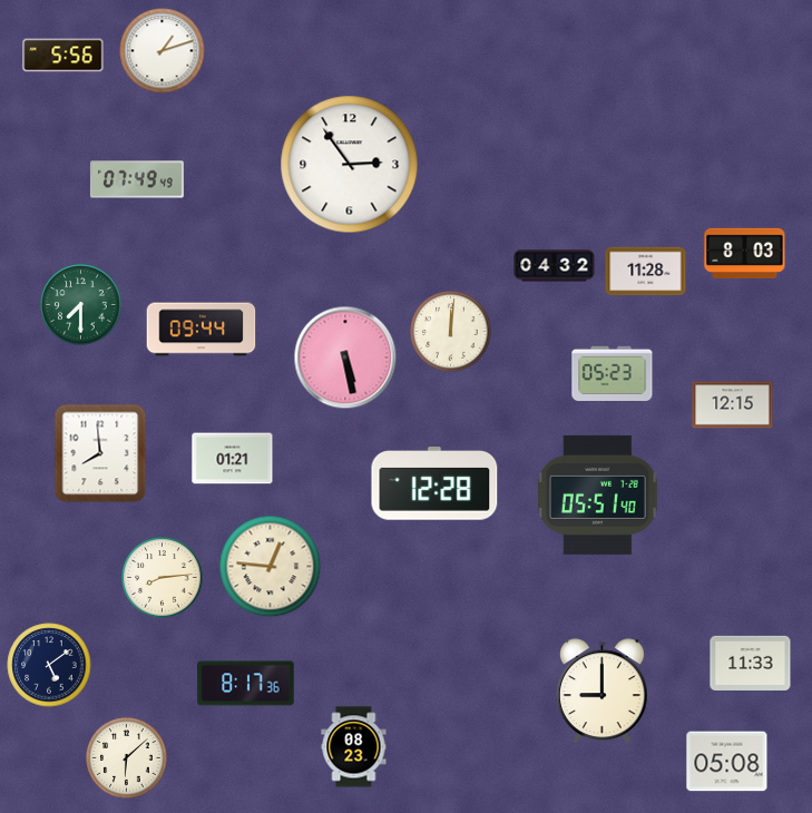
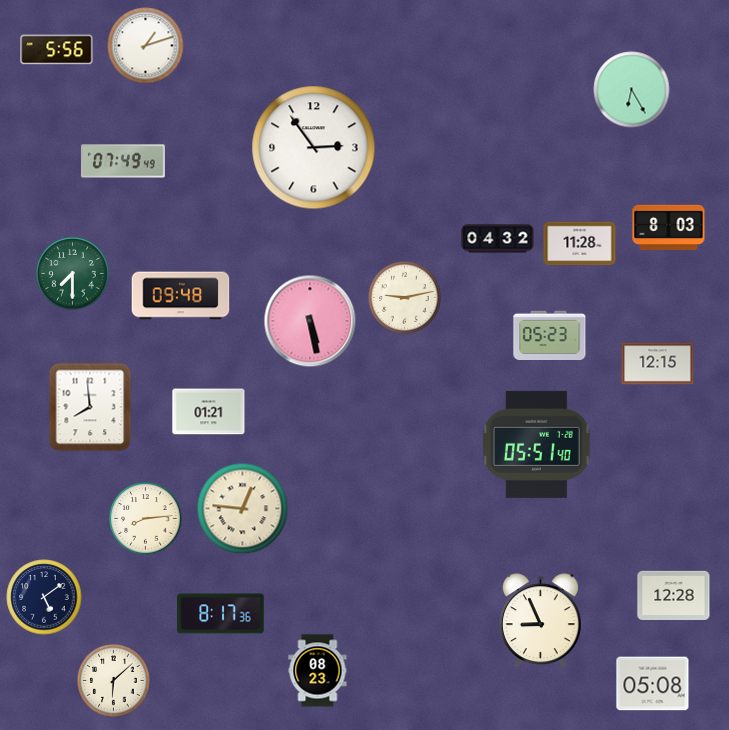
clock at (632, 90): none -> 6:25
clock at (202, 330): 09:44 -> 09:48
clock at (451, 332): 12:01 -> 9:13
clock at (434, 483): 12:28 -> none
clock at (751, 663): 11:33 -> 12:28
clock at (601, 692): 9:00 -> 8:56
